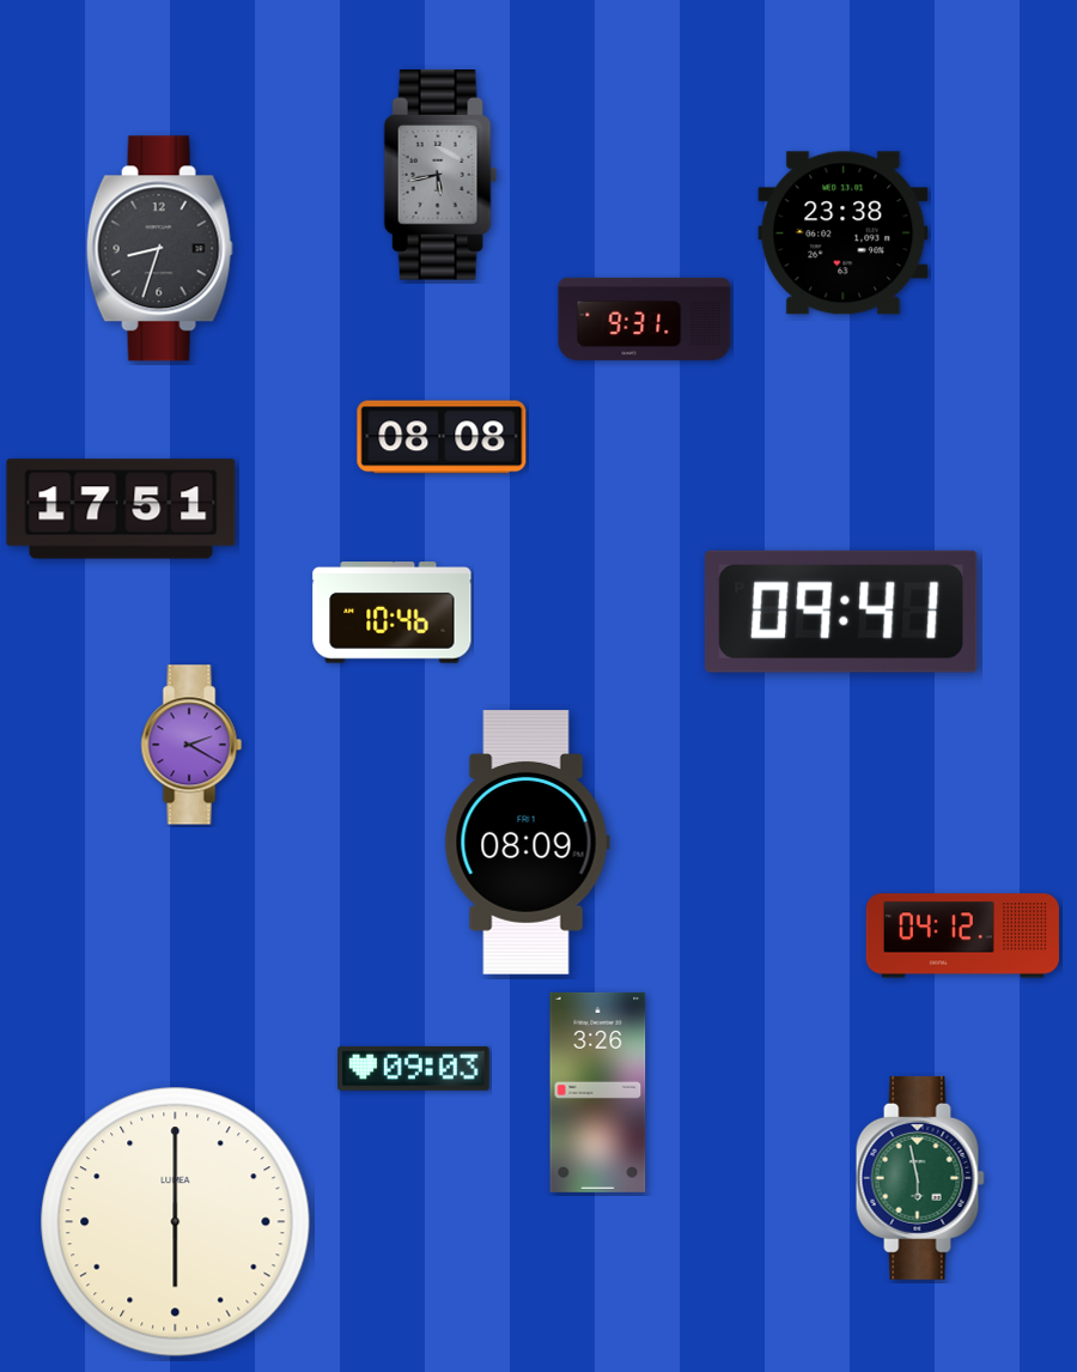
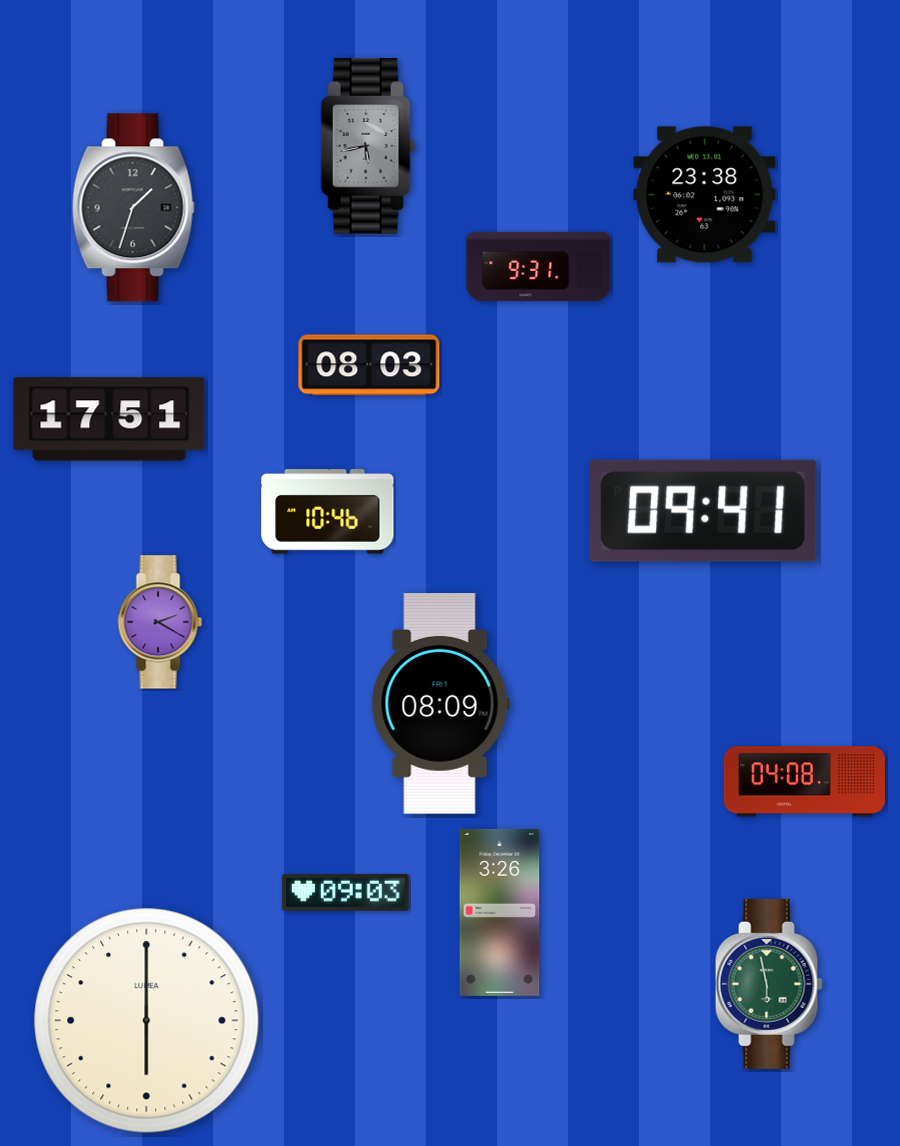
clock at (159, 249): 8:33 -> 1:33
clock at (442, 437): 08:08 -> 08:03
clock at (121, 509) position: (121, 509) -> (109, 419)
clock at (962, 936): 04:12 -> 04:08
